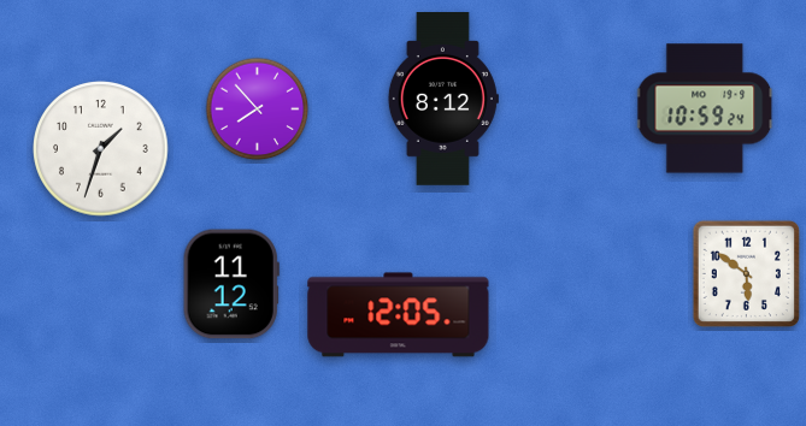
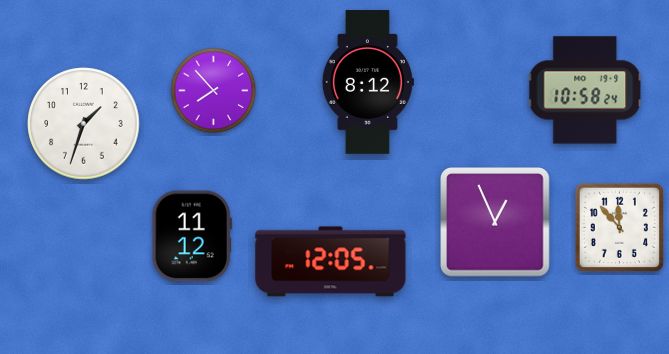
clock at (706, 108): 10:59 -> 10:58
clock at (496, 223): none -> 12:56
clock at (746, 273): 5:51 -> 11:53
